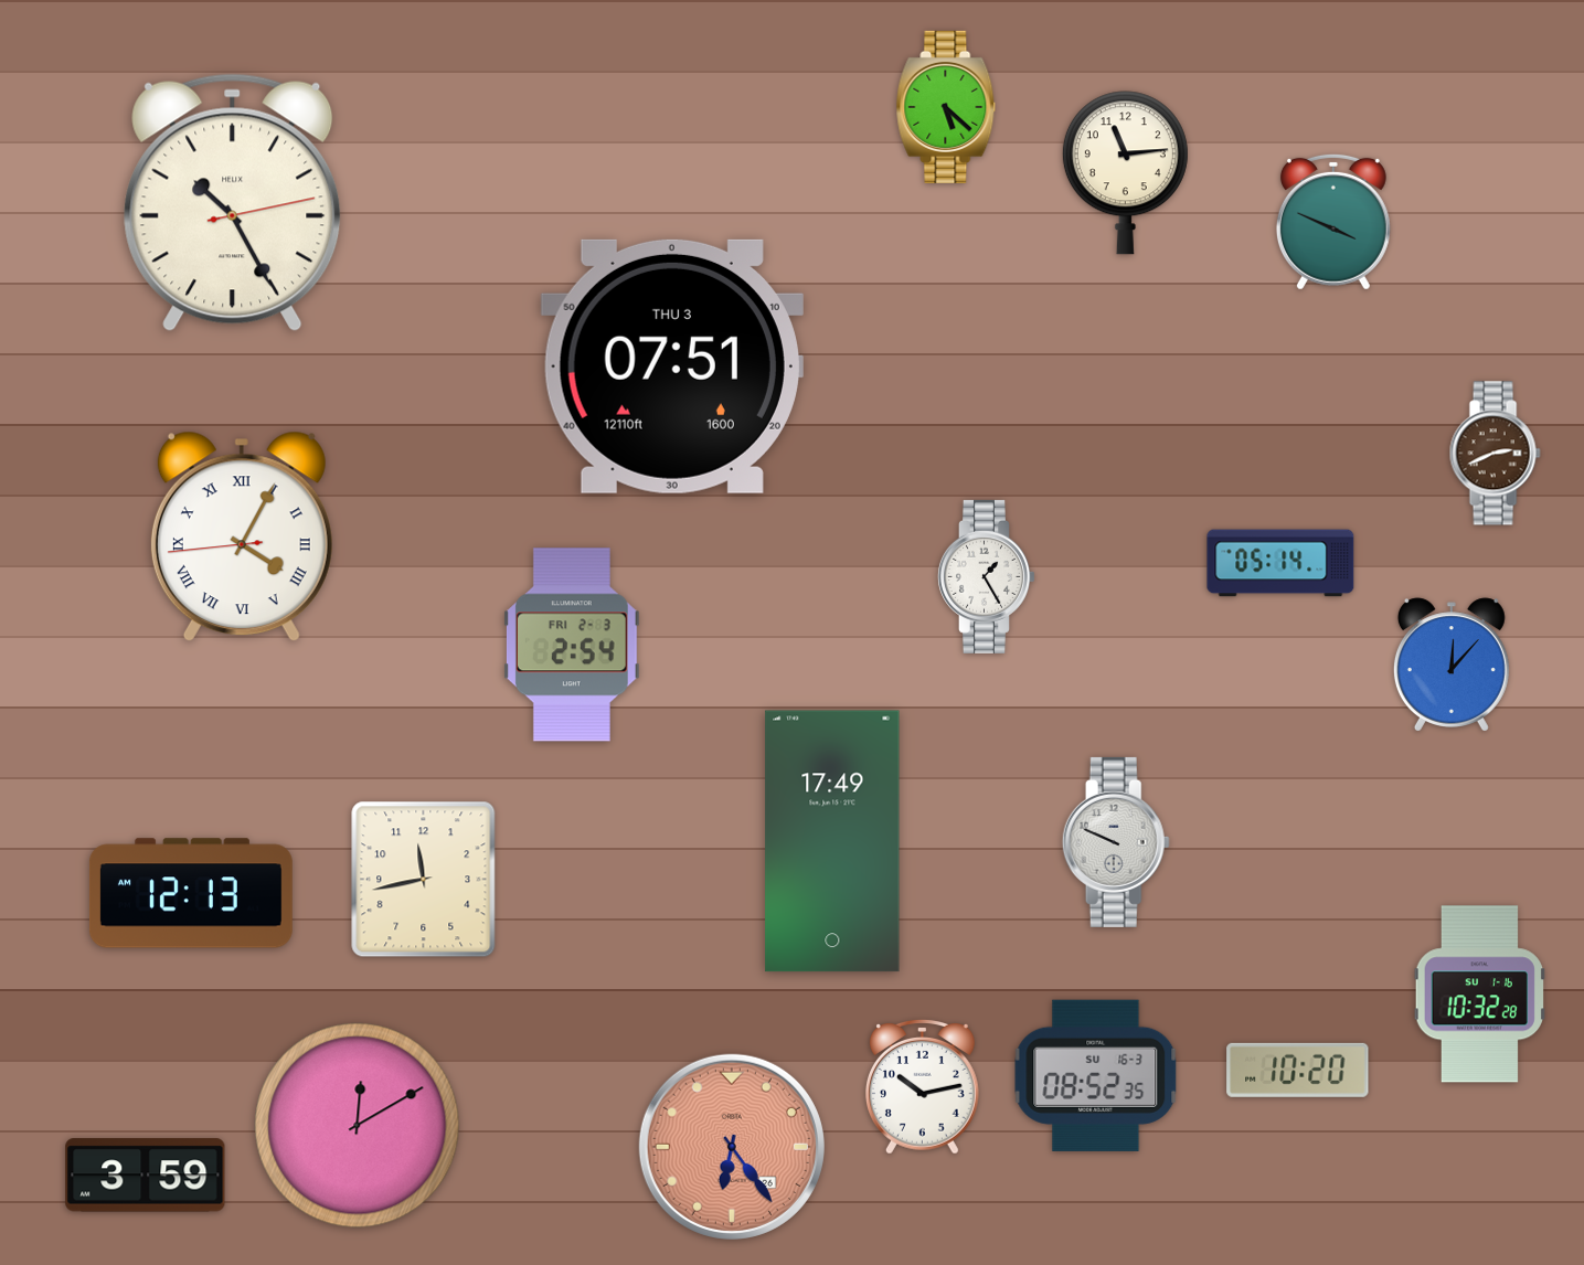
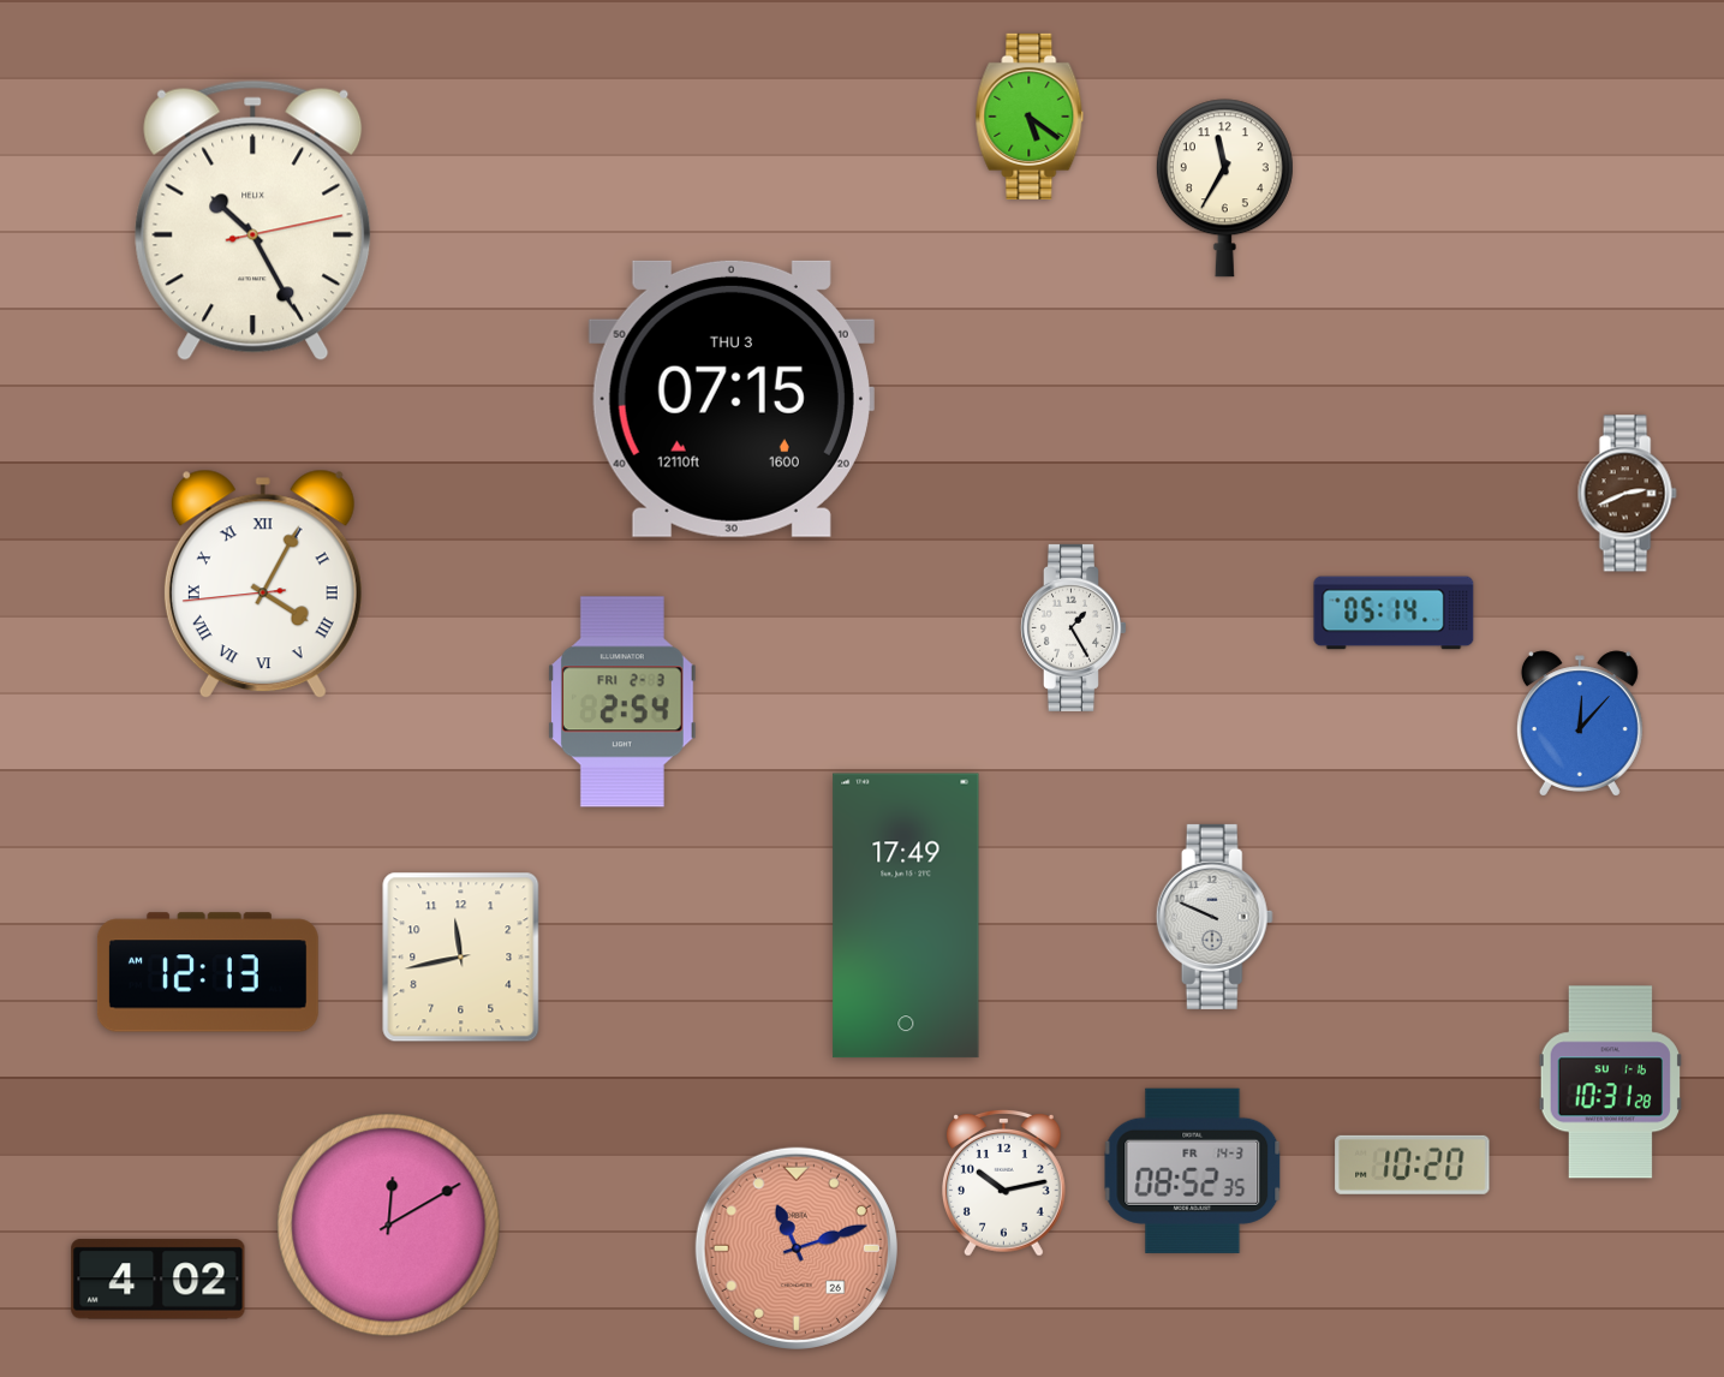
clock at (946, 107): 5:22 -> 5:21
clock at (1125, 173): 11:14 -> 11:35
clock at (1333, 222): 3:49 -> none
clock at (672, 366): 07:51 -> 07:15
clock at (1479, 995): 10:32 -> 10:31
clock at (1096, 1075) date: SU 16-3 -> FR 14-3
clock at (732, 1147): 6:24 -> 11:12
clock at (146, 1176): 3:59 -> 4:02
